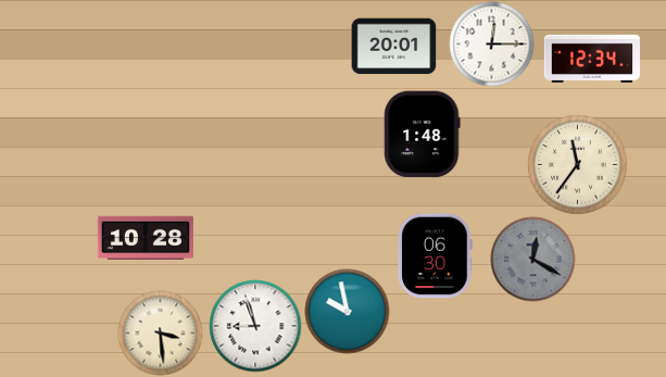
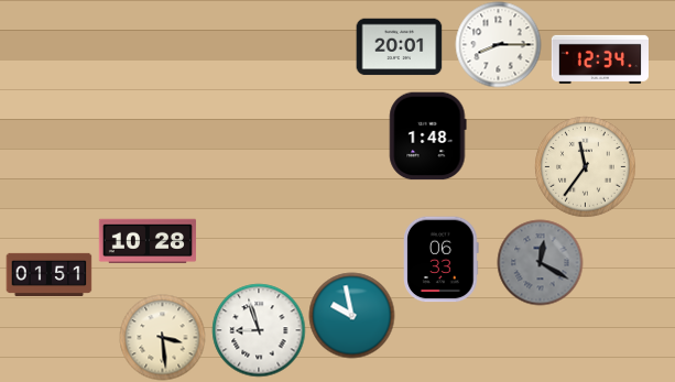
clock at (491, 43): 12:15 -> 8:15
clock at (436, 255): 06:30 -> 06:33
clock at (48, 274): none -> 01:51
